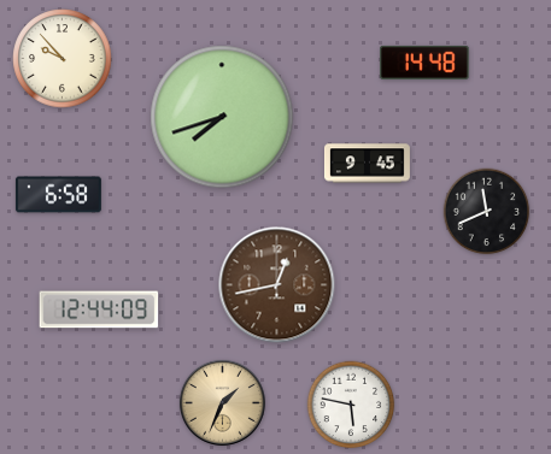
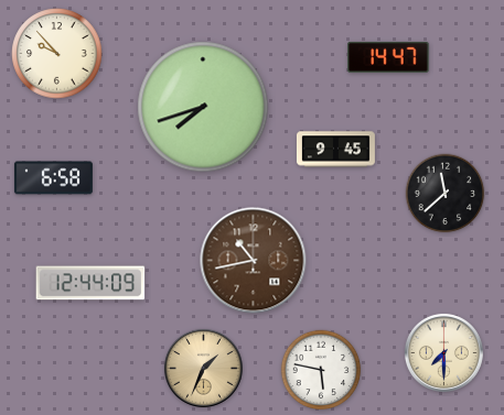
clock at (424, 63): 14:48 -> 14:47
clock at (487, 212): 11:41 -> 11:38
clock at (277, 285): 12:43 -> 10:43
clock at (443, 352): none -> 7:30
